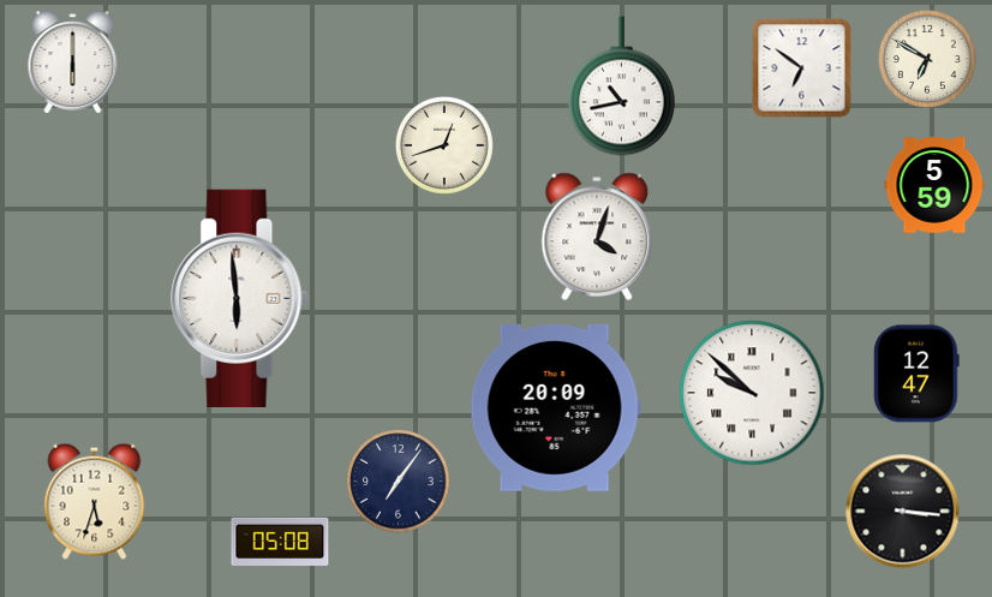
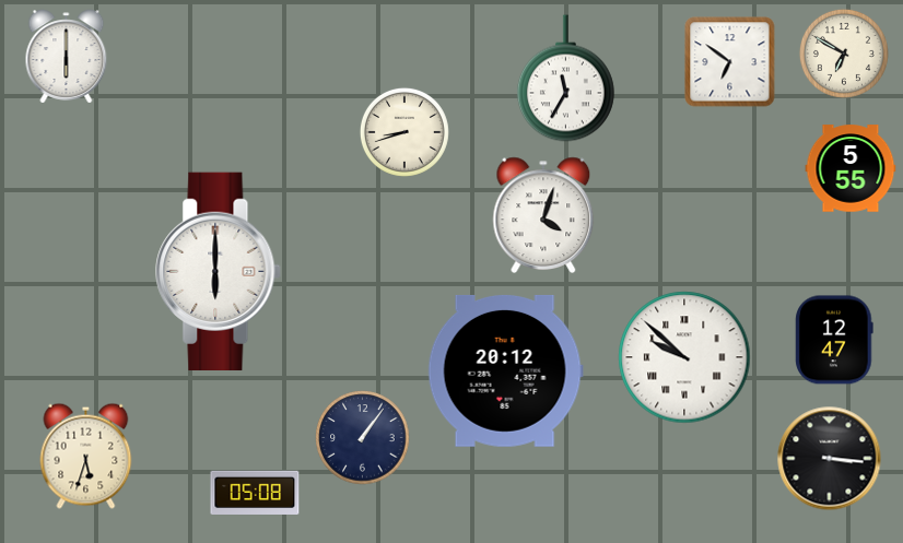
clock at (621, 86): 10:43 -> 11:35
clock at (444, 145): 12:42 -> 8:42
clock at (934, 185): 5:59 -> 5:55
clock at (240, 298): 5:59 -> 6:00
clock at (555, 407): 20:09 -> 20:12
clock at (399, 482): 7:06 -> 1:06
clock at (903, 512) position: (903, 512) -> (830, 459)
